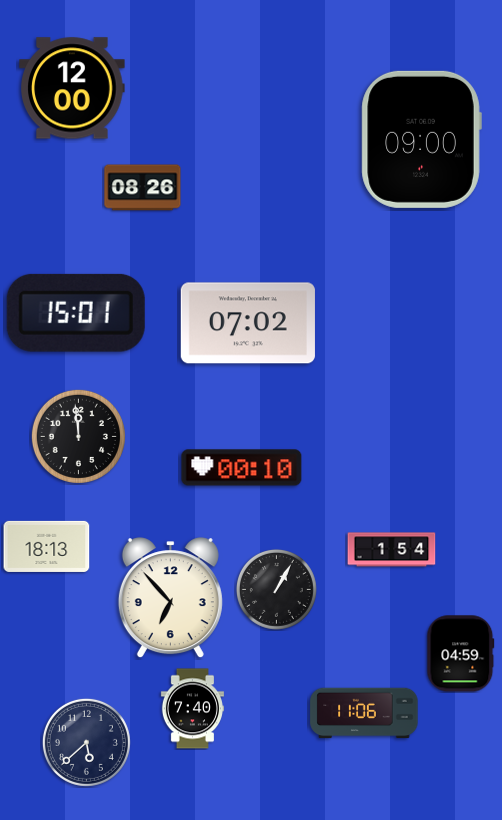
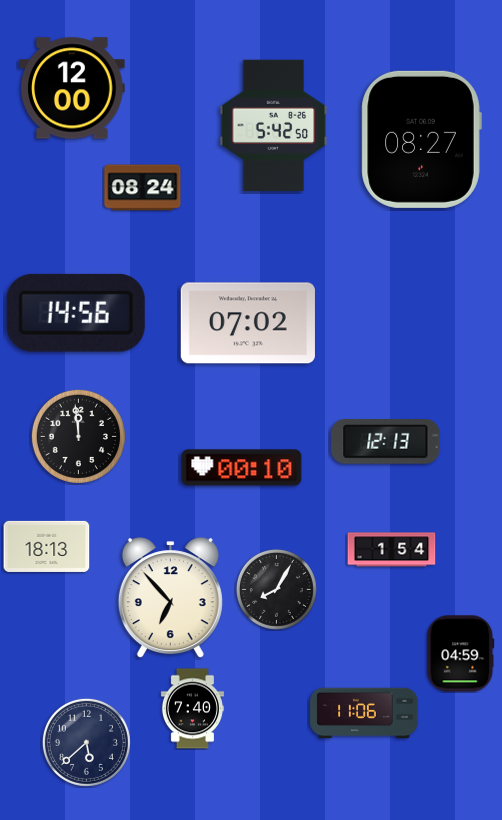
clock at (274, 126): none -> 5:42
clock at (421, 139): 09:00 -> 08:27
clock at (143, 188): 08:26 -> 08:24
clock at (76, 313): 15:01 -> 14:56
clock at (386, 442): none -> 12:13
clock at (276, 589): 1:05 -> 8:05
